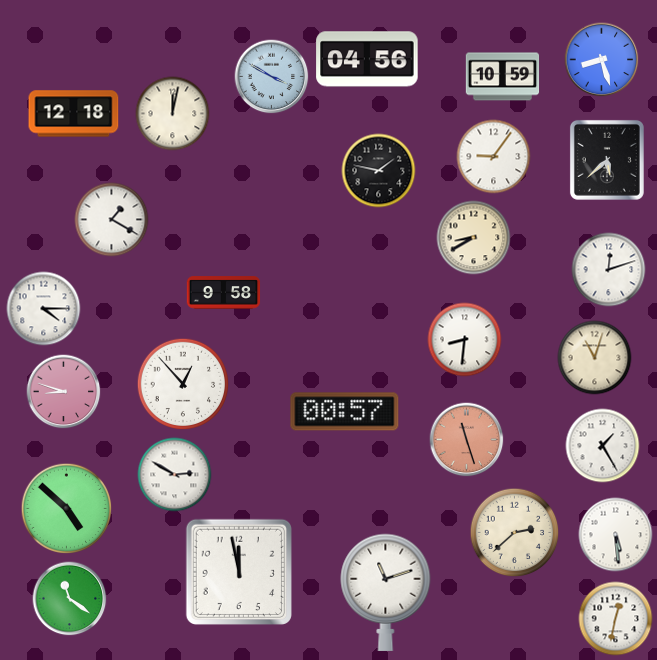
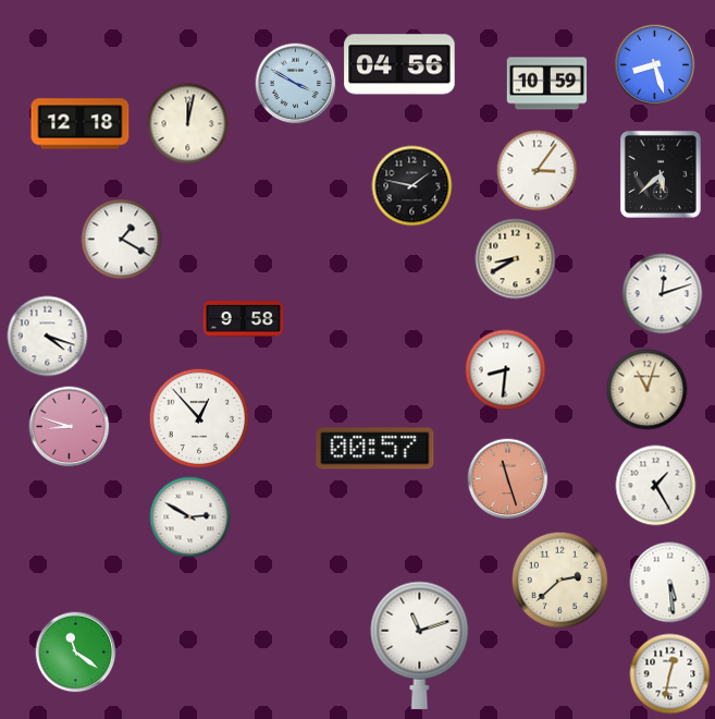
clock at (494, 157): 9:06 -> 3:06
clock at (44, 309): 4:15 -> 4:18
clock at (67, 509): 4:52 -> none
clock at (238, 571): 11:58 -> none
